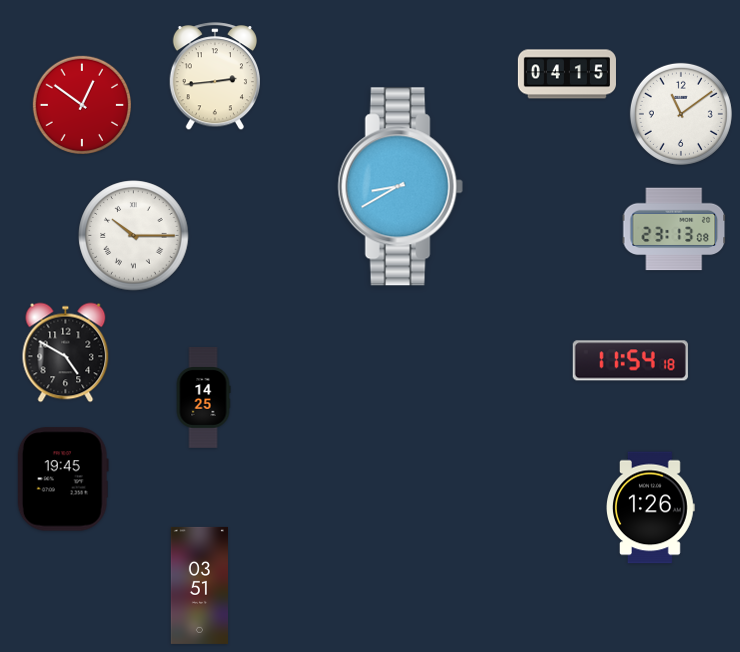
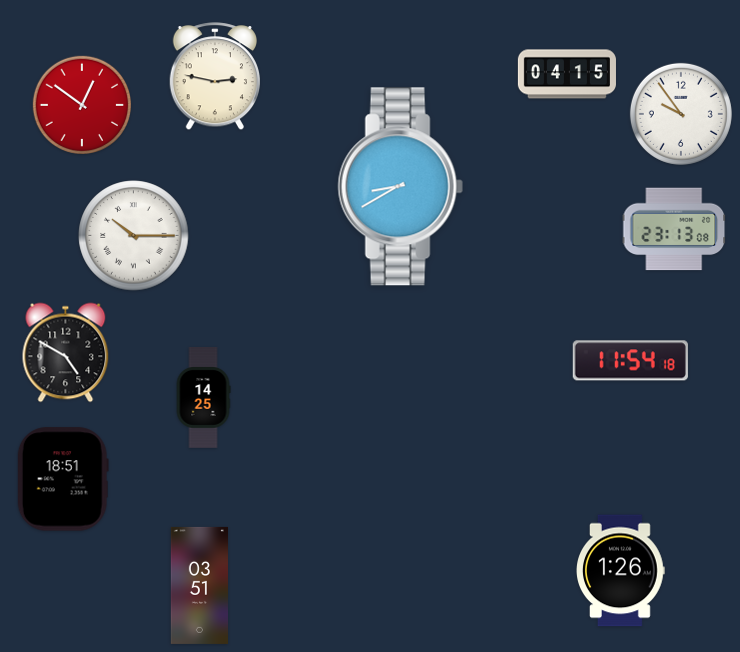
clock at (214, 77): 2:44 -> 2:47
clock at (681, 114): 11:09 -> 9:54
clock at (63, 479): 19:45 -> 18:51
clock at (651, 508) position: (651, 508) -> (621, 571)
